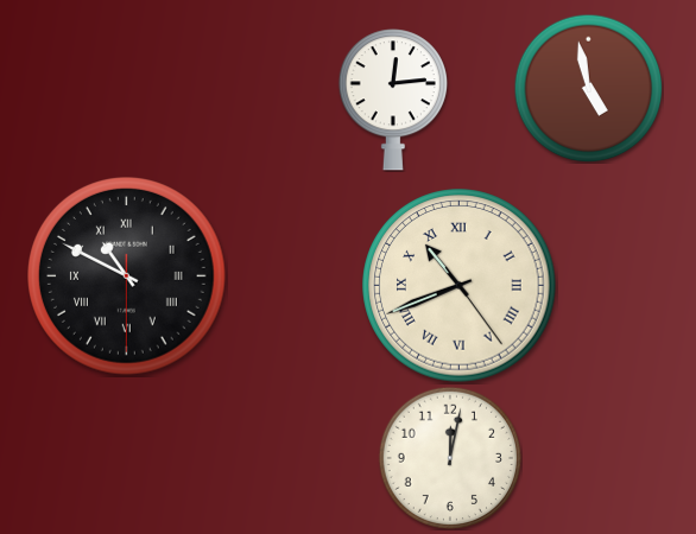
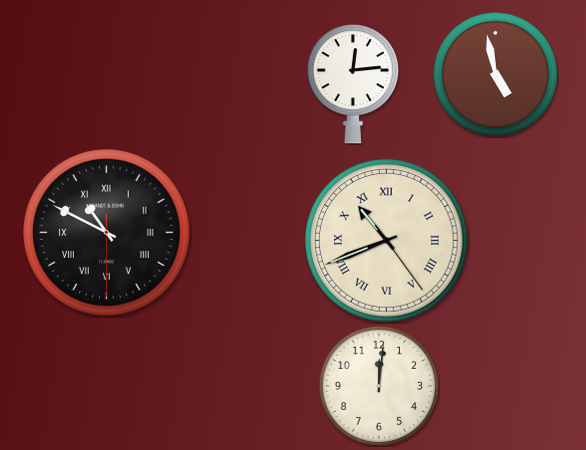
clock at (392, 100) position: (392, 100) -> (352, 84)
clock at (450, 458): 12:02 -> 12:01
